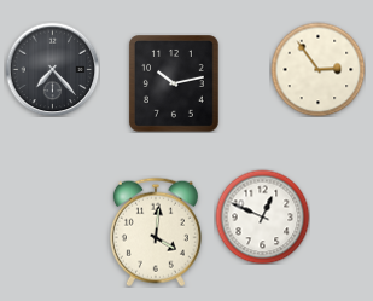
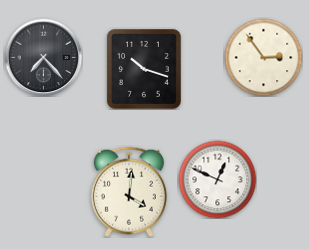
clock at (174, 83): 10:13 -> 10:18
